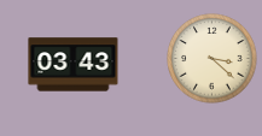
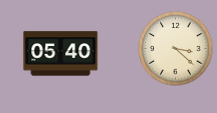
clock at (74, 65): 03:43 -> 05:40
